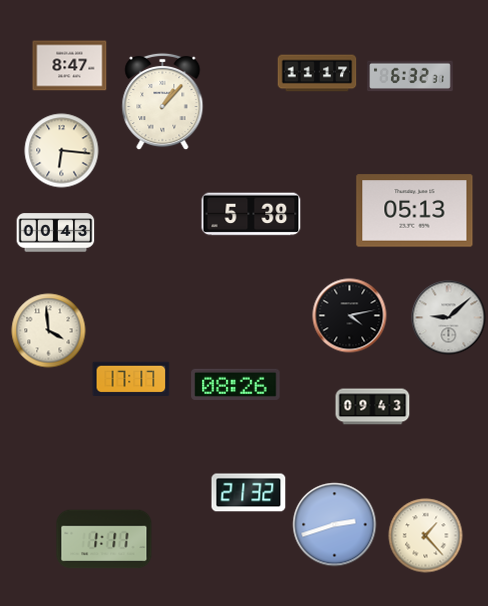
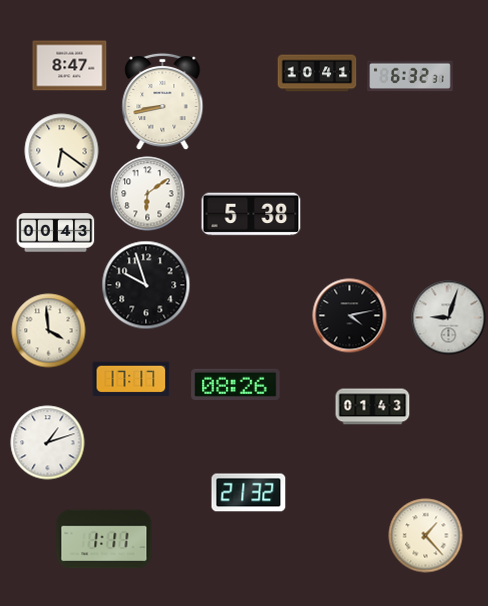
clock at (317, 73): 11:17 -> 10:41
clock at (163, 102): 1:07 -> 8:43
clock at (62, 151): 6:16 -> 6:21
clock at (148, 194): none -> 6:09
clock at (415, 211): 05:13 -> none
clock at (146, 285): none -> 9:57
clock at (449, 318): 9:08 -> 9:03
clock at (373, 407): 09:43 -> 01:43
clock at (48, 443): none -> 1:12
clock at (335, 525): 2:42 -> none
